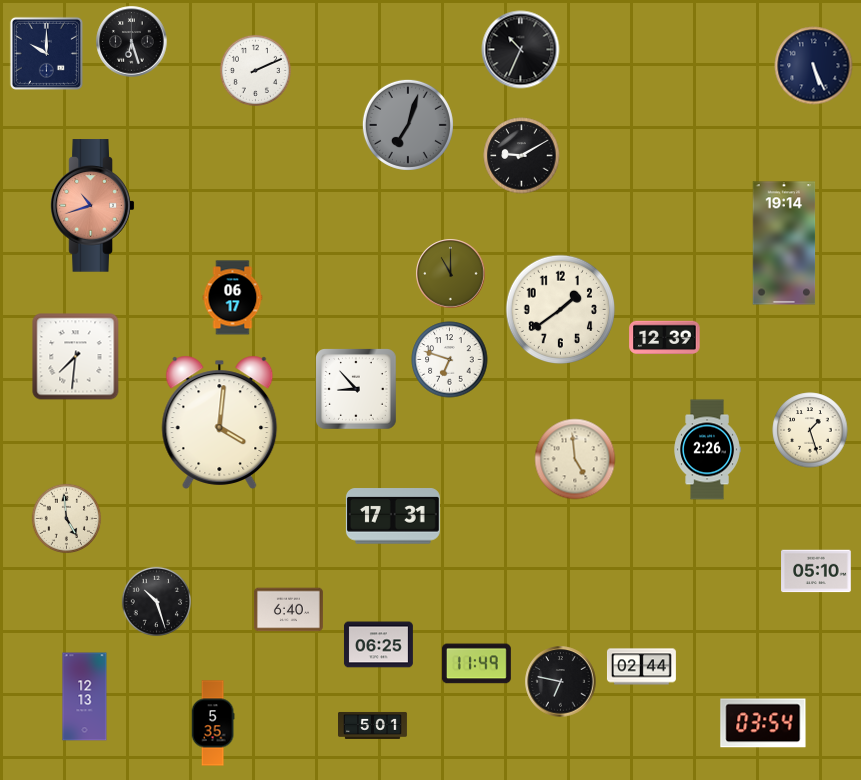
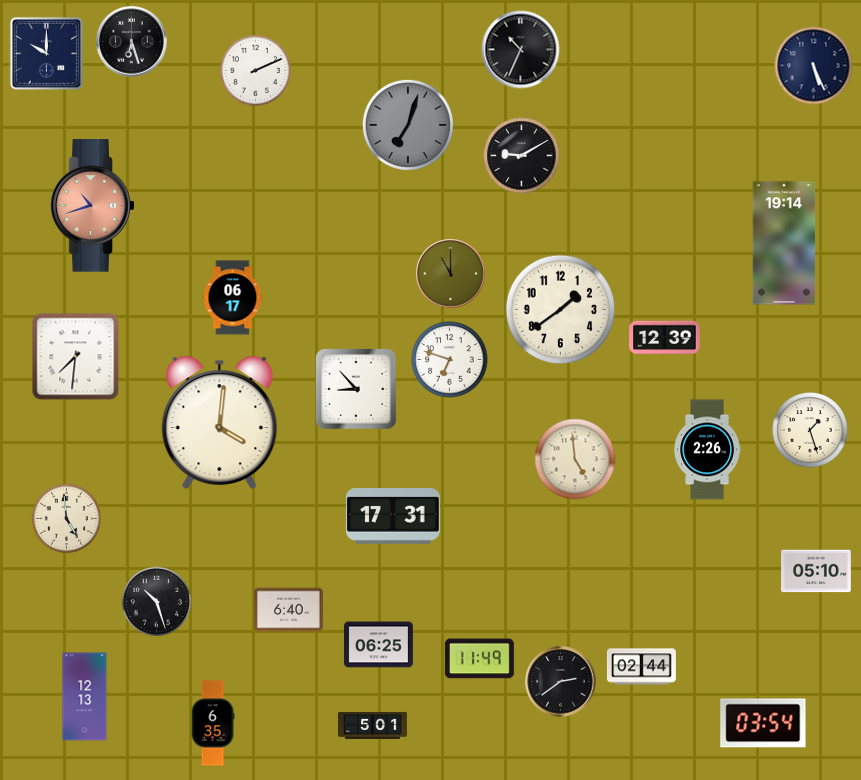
clock at (476, 664) position: (476, 664) -> (479, 659)
clock at (561, 682): 6:47 -> 2:39
clock at (213, 723): 5:35 -> 6:35
